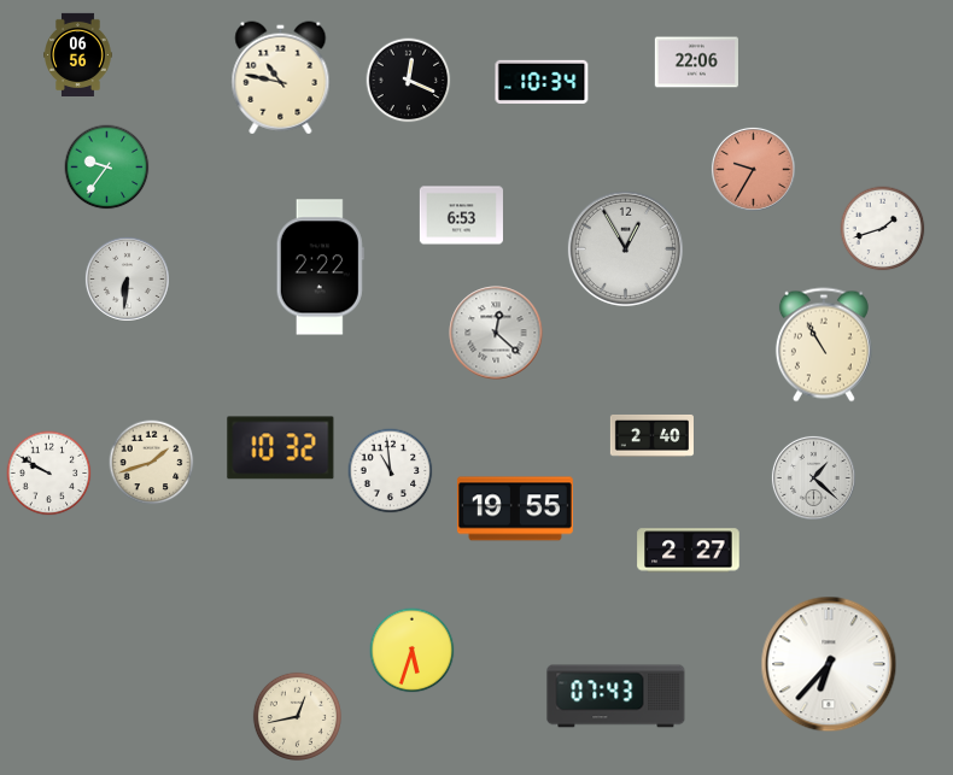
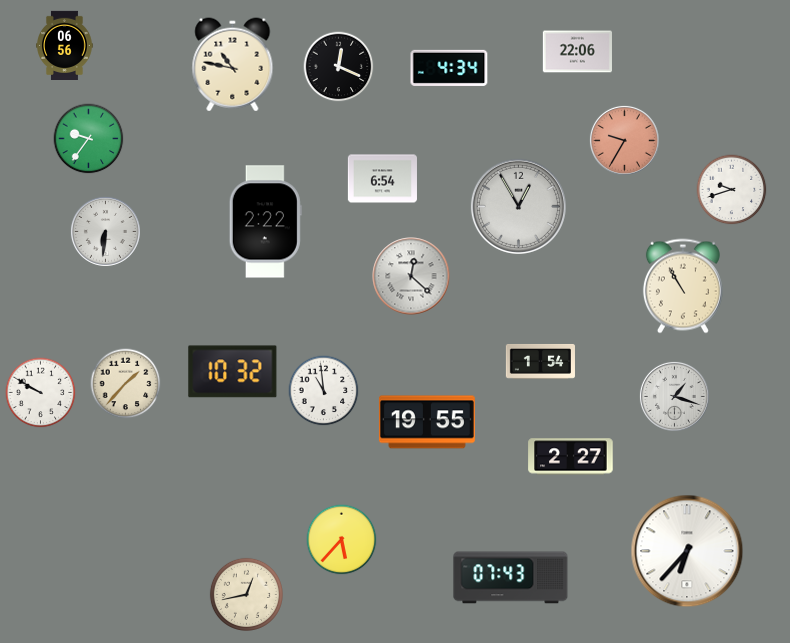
clock at (542, 82): 10:34 -> 4:34
clock at (461, 216): 6:53 -> 6:54
clock at (883, 229): 1:42 -> 9:42
clock at (651, 435): 2:40 -> 1:54
clock at (152, 463): 1:42 -> 1:37
clock at (813, 477): 1:22 -> 1:18
clock at (413, 651): 5:33 -> 5:37
